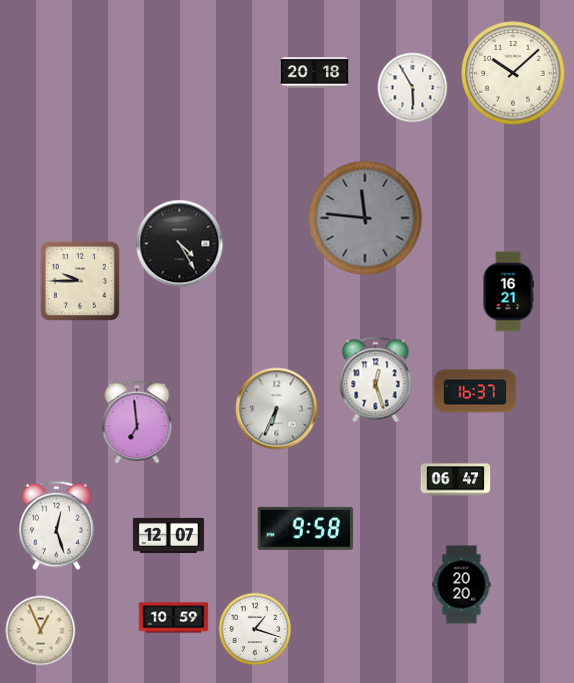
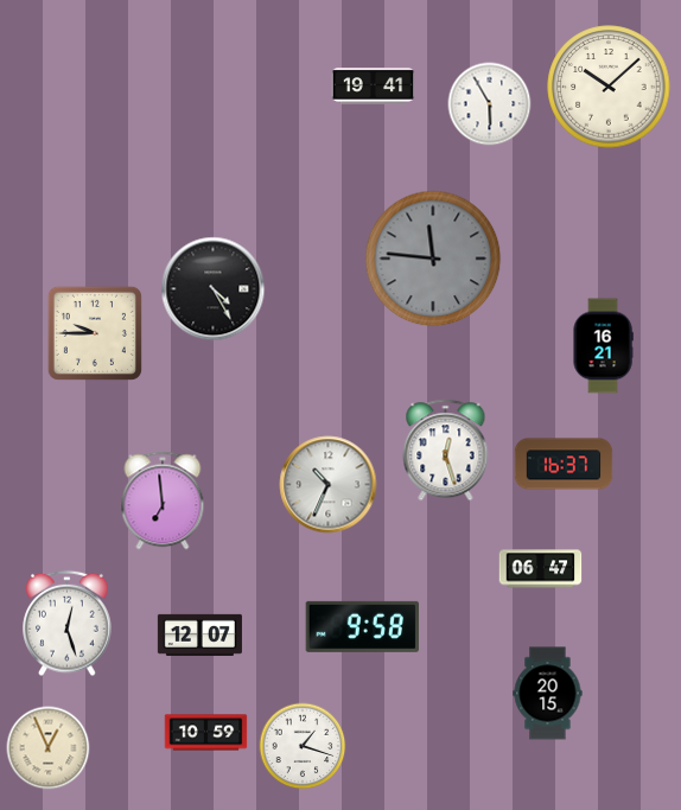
clock at (315, 73): 20:18 -> 19:41
clock at (277, 409): 6:34 -> 10:34
clock at (462, 585): 20:20 -> 20:15
